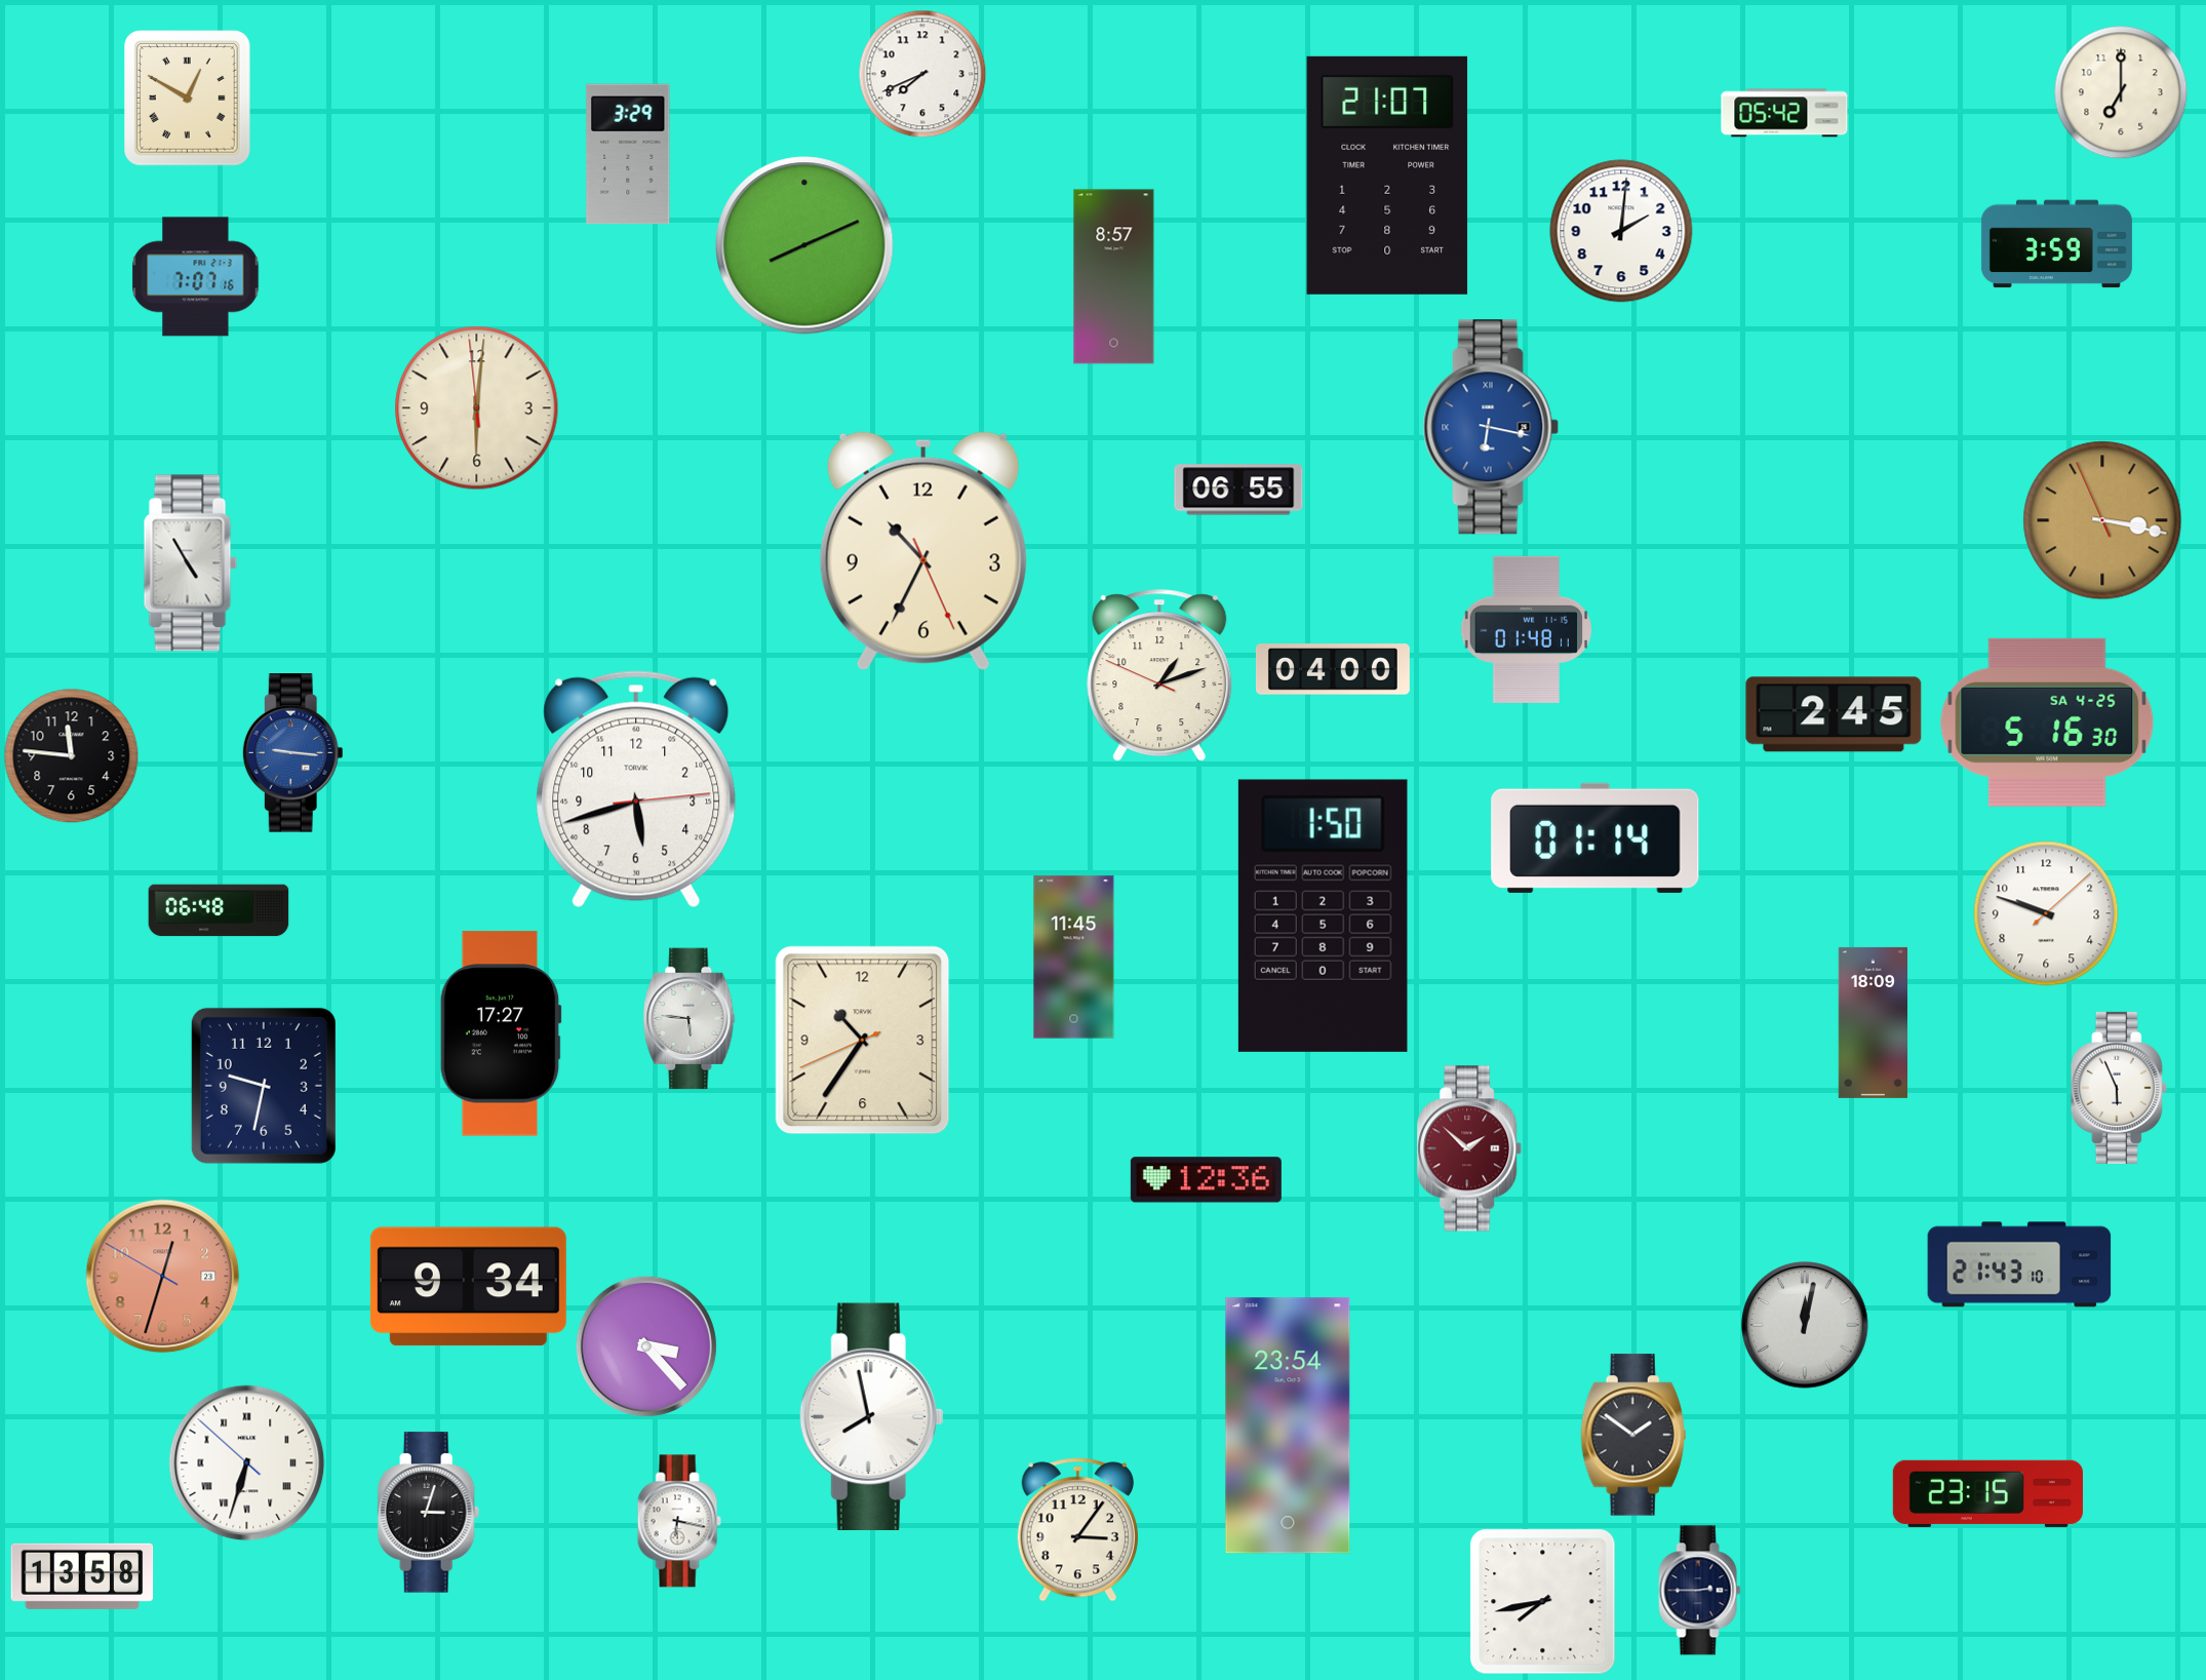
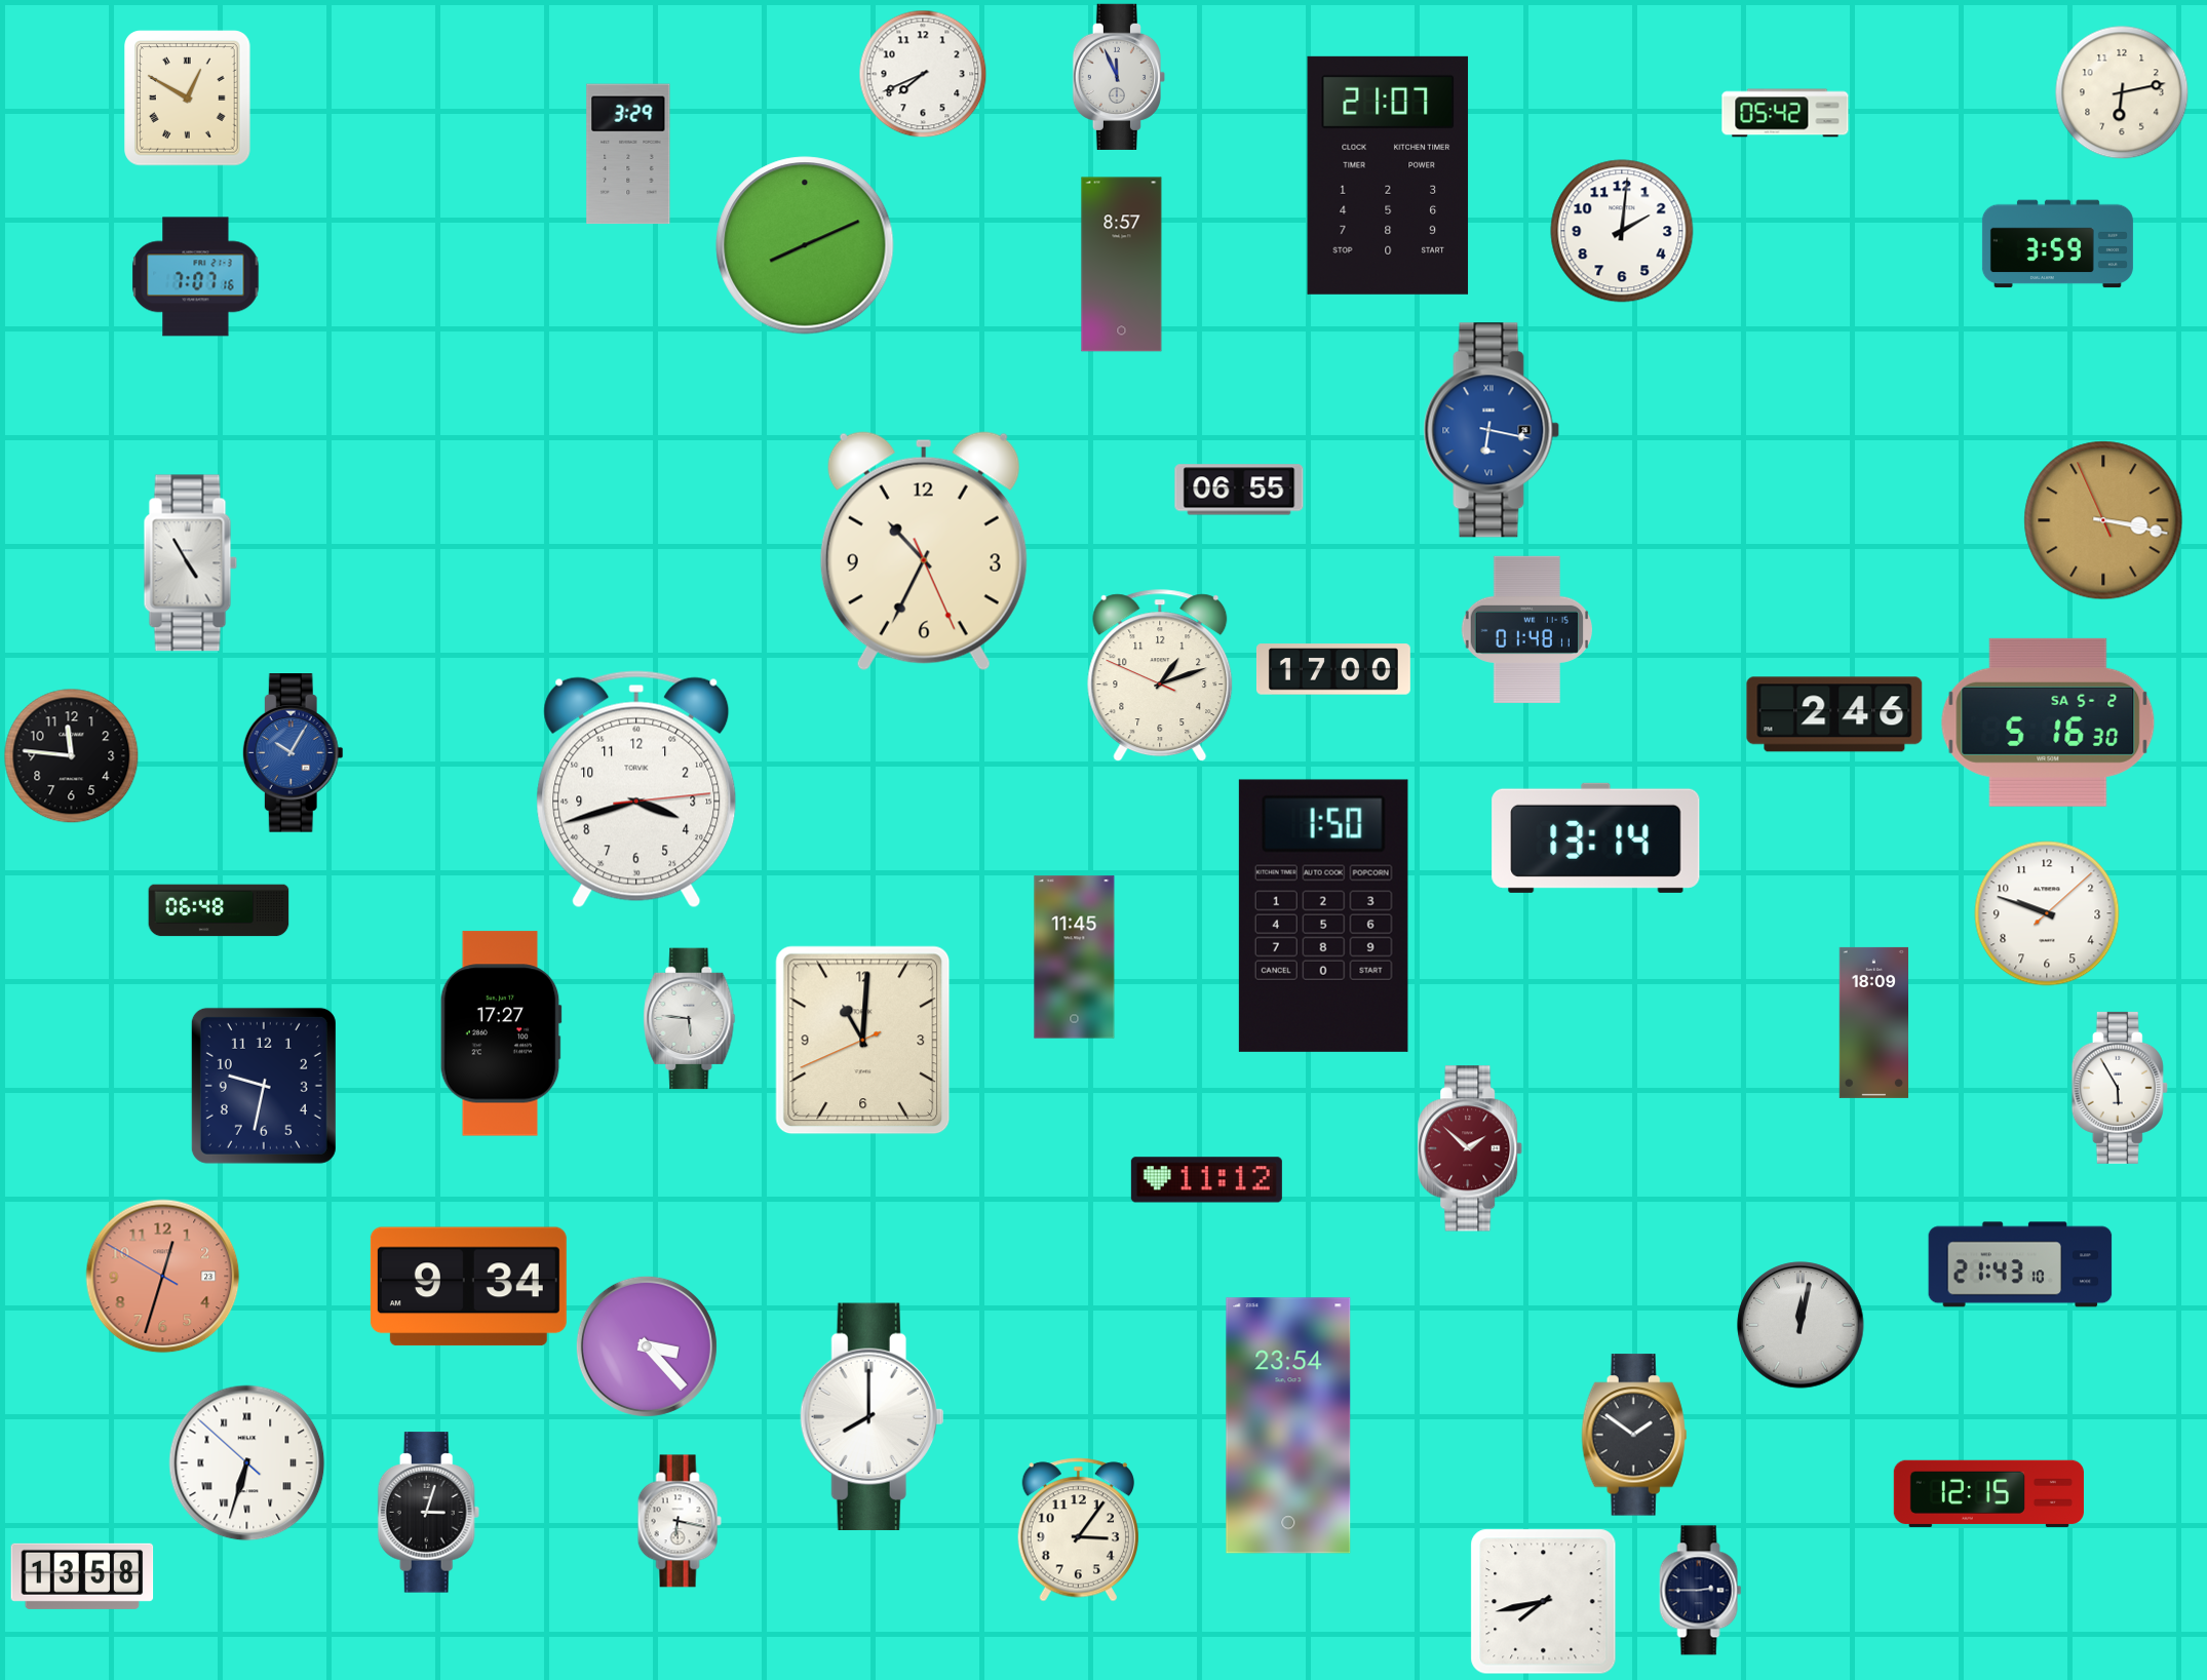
clock at (1118, 77): none -> 11:56
clock at (2121, 92): 7:00 -> 6:13
clock at (1114, 277) position: (1114, 277) -> (1122, 265)
clock at (477, 408): 6:00 -> none
clock at (1491, 427) position: (1491, 427) -> (1492, 430)
clock at (1333, 669): 04:00 -> 17:00
clock at (1834, 714): 2:45 -> 2:46
clock at (2047, 722) date: SA 4-25 -> SA 5-2
clock at (292, 753): 9:16 -> 10:05
clock at (636, 789): 5:42 -> 3:42
clock at (1596, 837): 01:14 -> 13:14
clock at (863, 1041): 10:35 -> 11:00
clock at (2119, 1088): 5:56 -> 5:55
clock at (1206, 1180): 12:36 -> 11:12
clock at (1805, 1325) position: (1805, 1325) -> (1801, 1325)
clock at (872, 1416): 7:58 -> 8:00
clock at (1987, 1493): 23:15 -> 12:15
